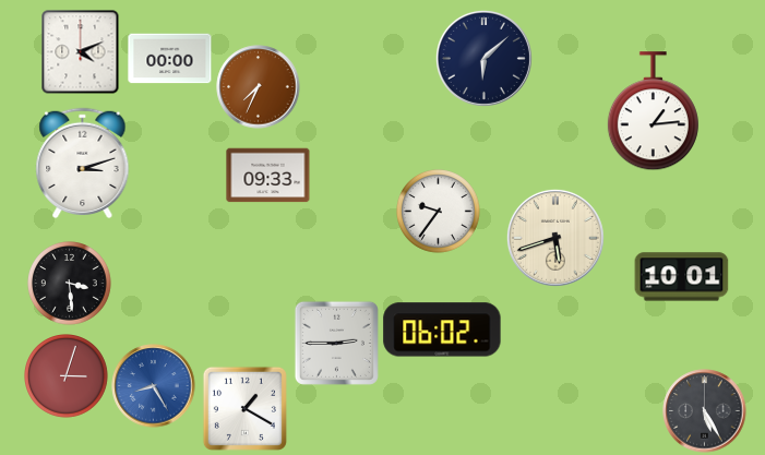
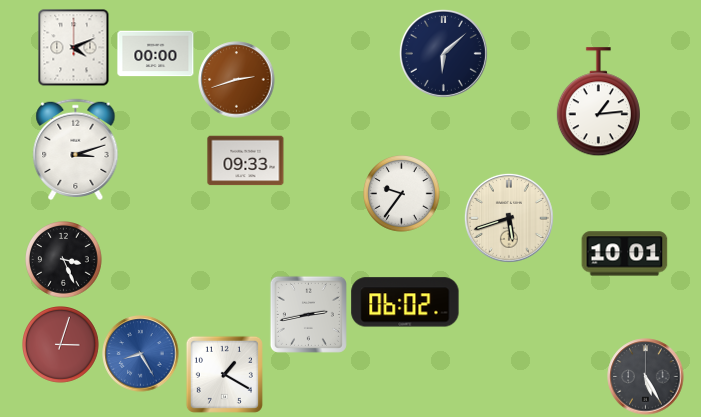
clock at (259, 87): 7:34 -> 2:42
clock at (70, 284): 3:29 -> 3:26
clock at (336, 343): 2:45 -> 2:43
